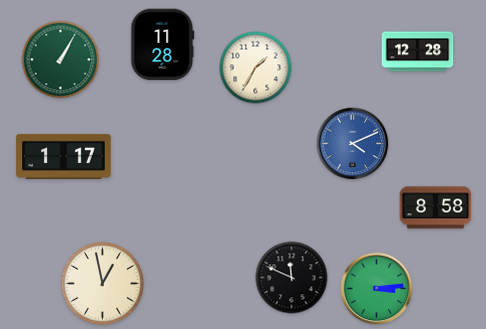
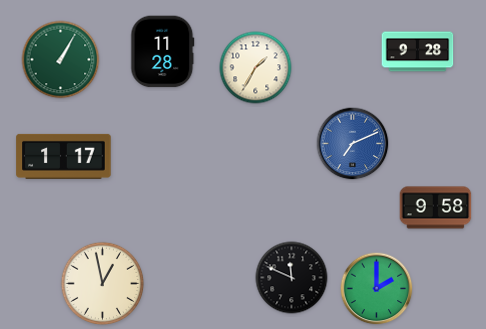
clock at (163, 45) position: (163, 45) -> (163, 52)
clock at (418, 52): 12:28 -> 9:28
clock at (353, 144): 4:11 -> 7:11
clock at (436, 208): 8:58 -> 9:58
clock at (377, 289): 3:14 -> 2:00
